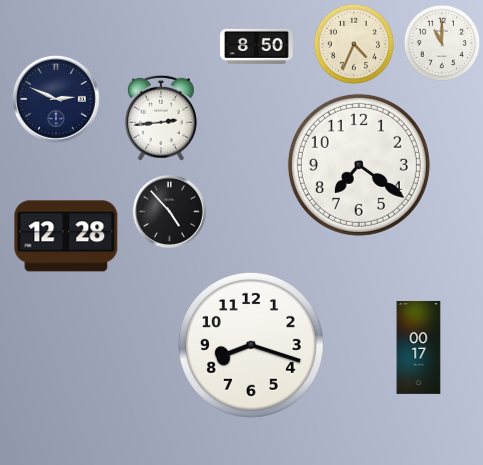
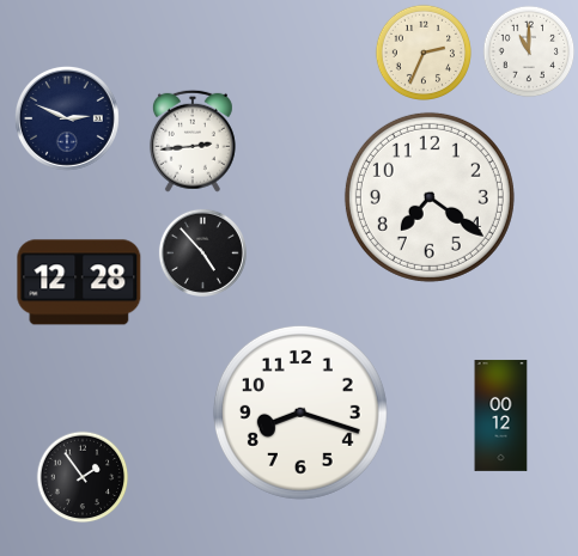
clock at (353, 43): 4:34 -> 2:34
clock at (257, 46): 8:50 -> none
clock at (419, 347): 00:17 -> 00:12
clock at (83, 477): none -> 1:54
